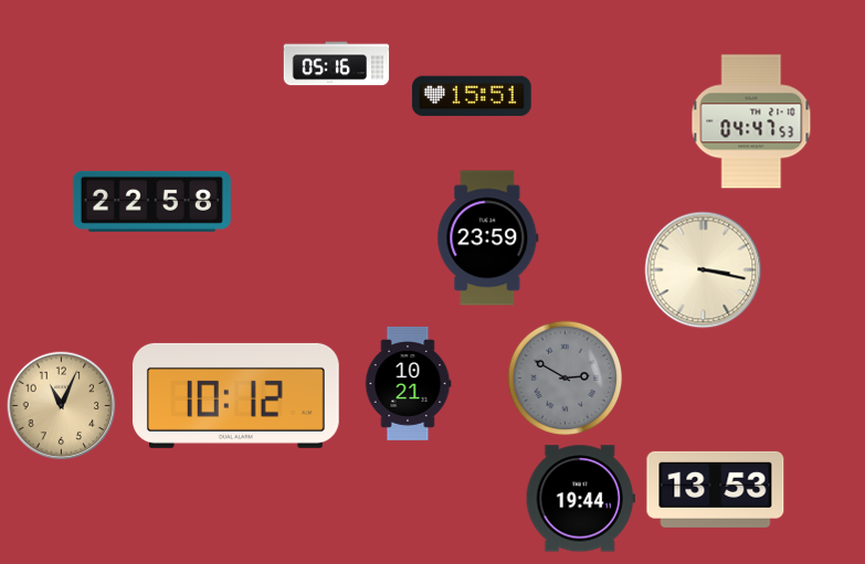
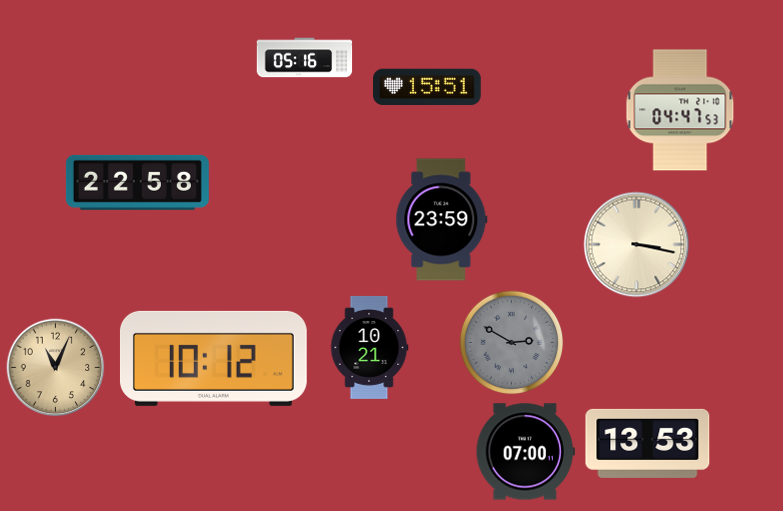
clock at (488, 238) position: (488, 238) -> (442, 220)
clock at (580, 499): 19:44 -> 07:00
